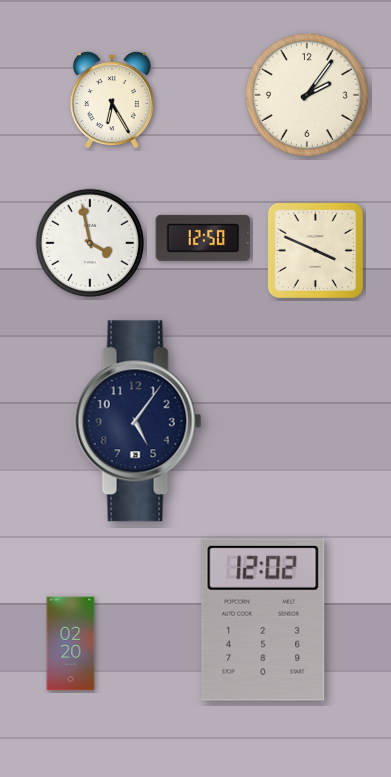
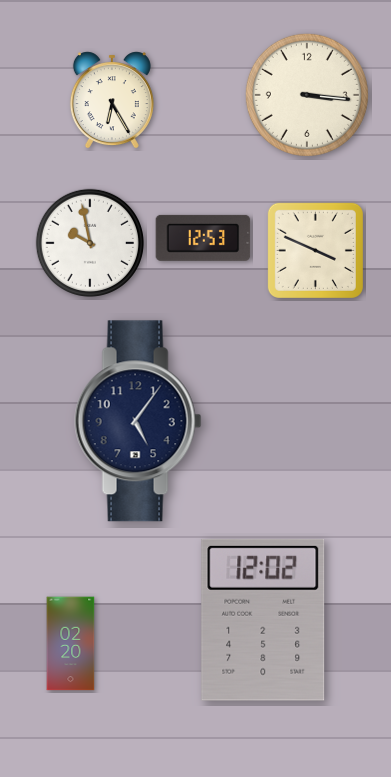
clock at (307, 95): 2:06 -> 3:16
clock at (203, 238): 12:50 -> 12:53
clock at (90, 243): 3:58 -> 9:58
